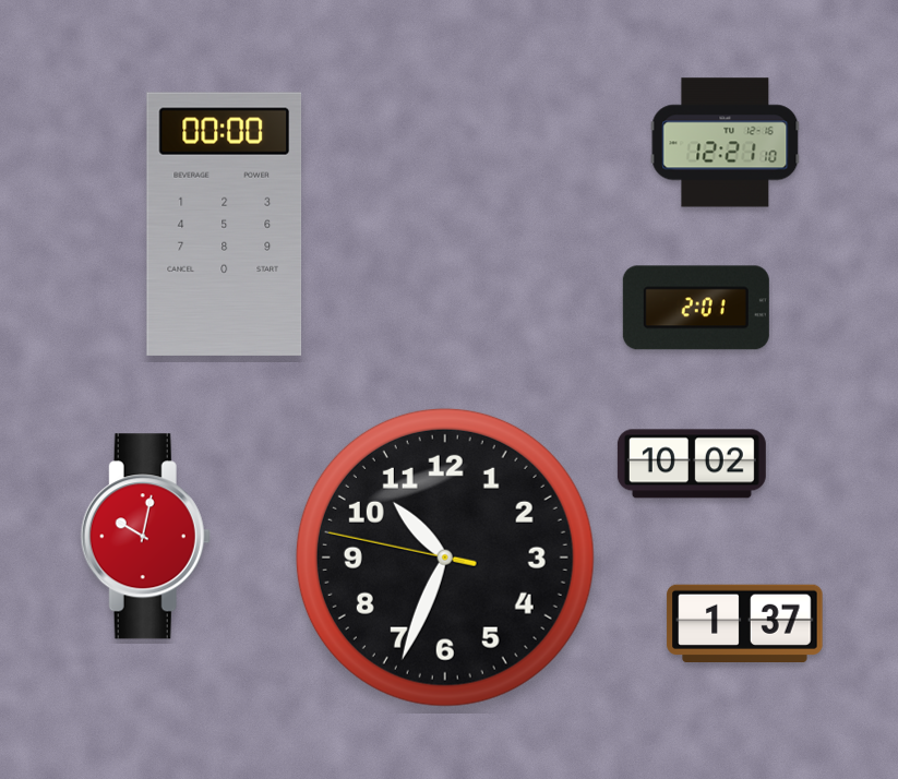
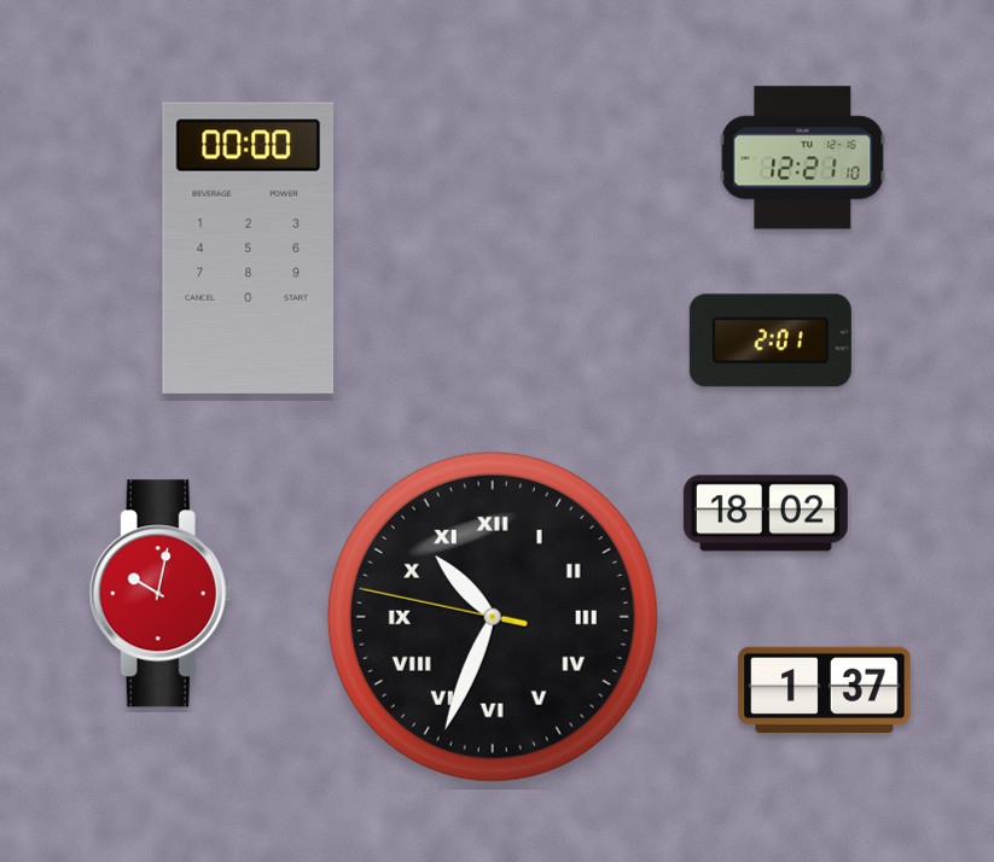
clock at (692, 464): 10:02 -> 18:02
clock at (445, 558) numerals: Arabic -> Roman
